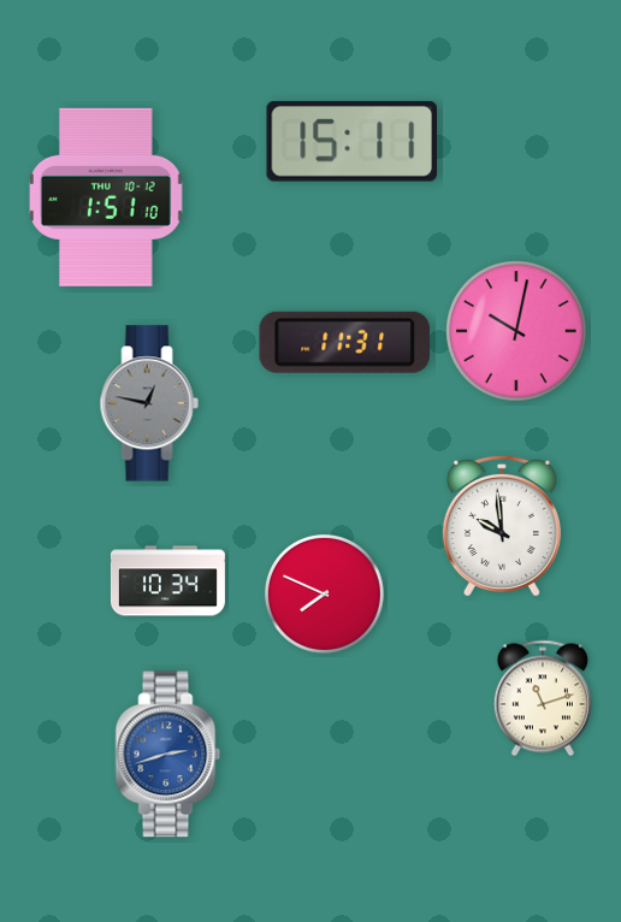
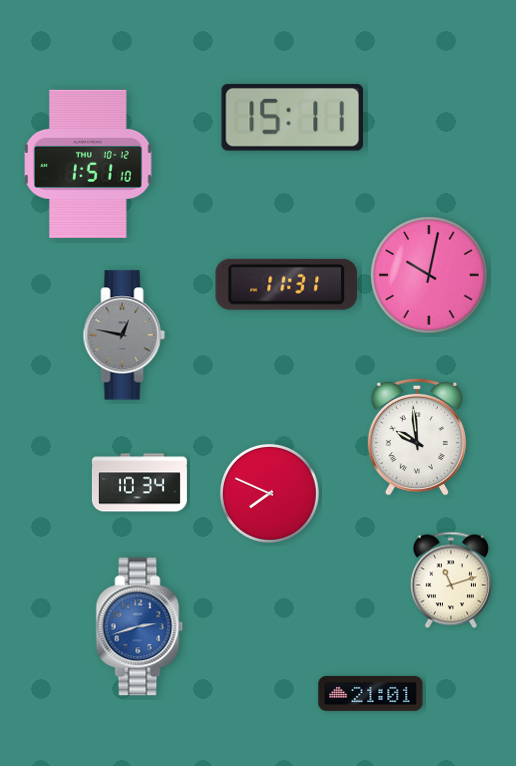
clock at (371, 693): none -> 21:01
